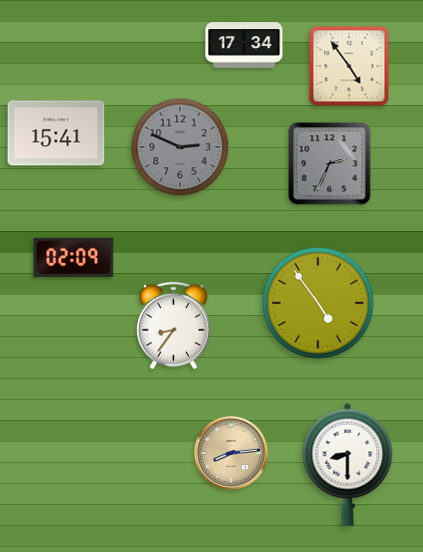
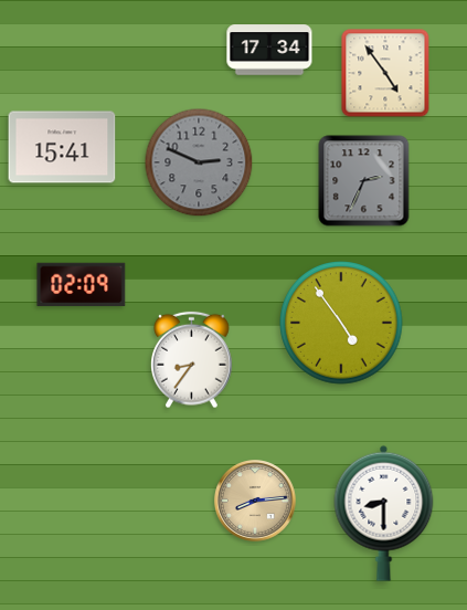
clock at (318, 303) position: (318, 303) -> (341, 323)
